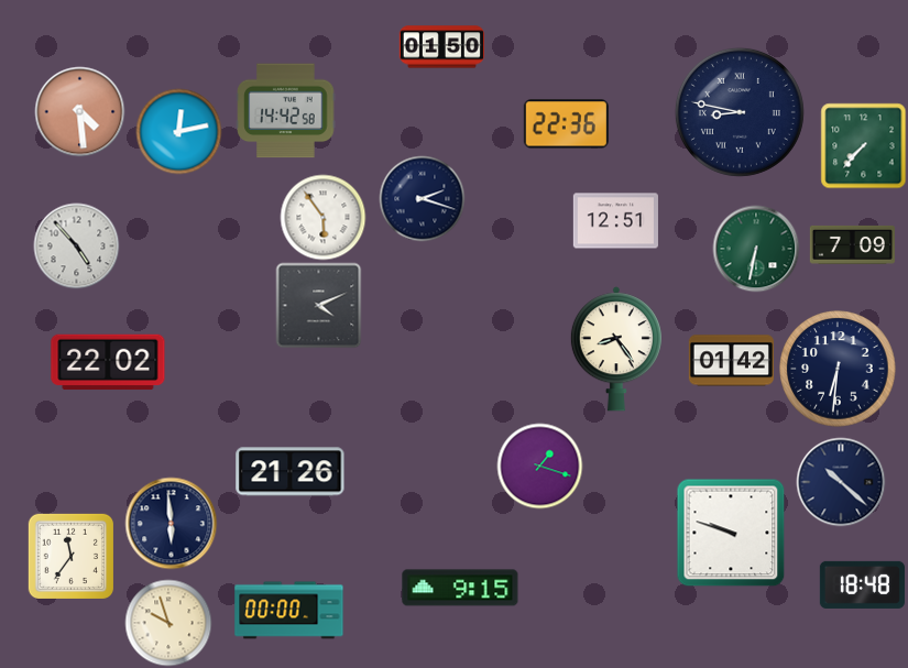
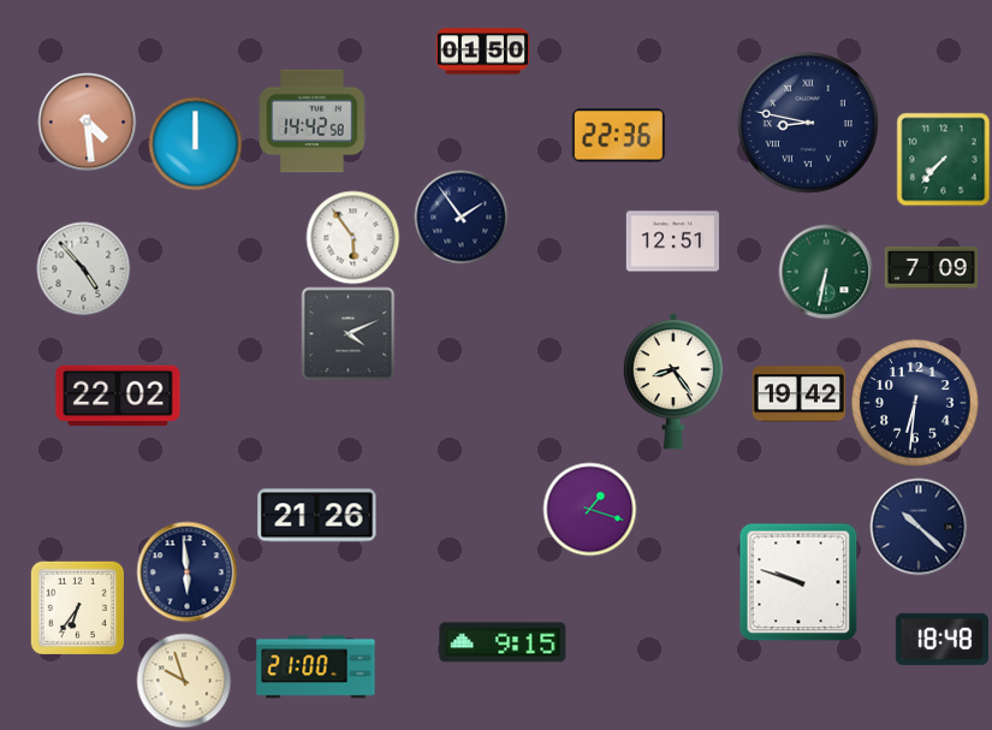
clock at (178, 131): 12:13 -> 12:00
clock at (422, 198): 2:18 -> 1:54
clock at (731, 361): 01:42 -> 19:42
clock at (70, 556): 11:36 -> 6:36
clock at (289, 611): 00:00 -> 21:00
